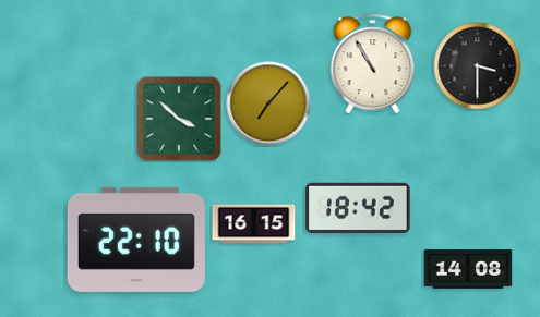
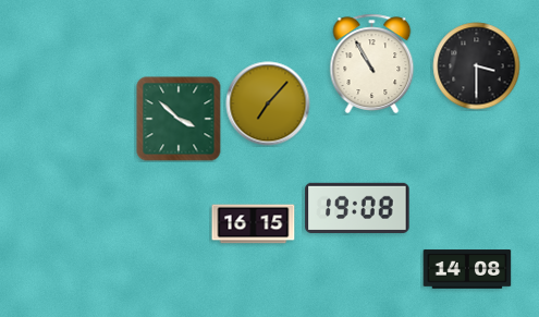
clock at (358, 208): 18:42 -> 19:08
clock at (136, 240): 22:10 -> none
